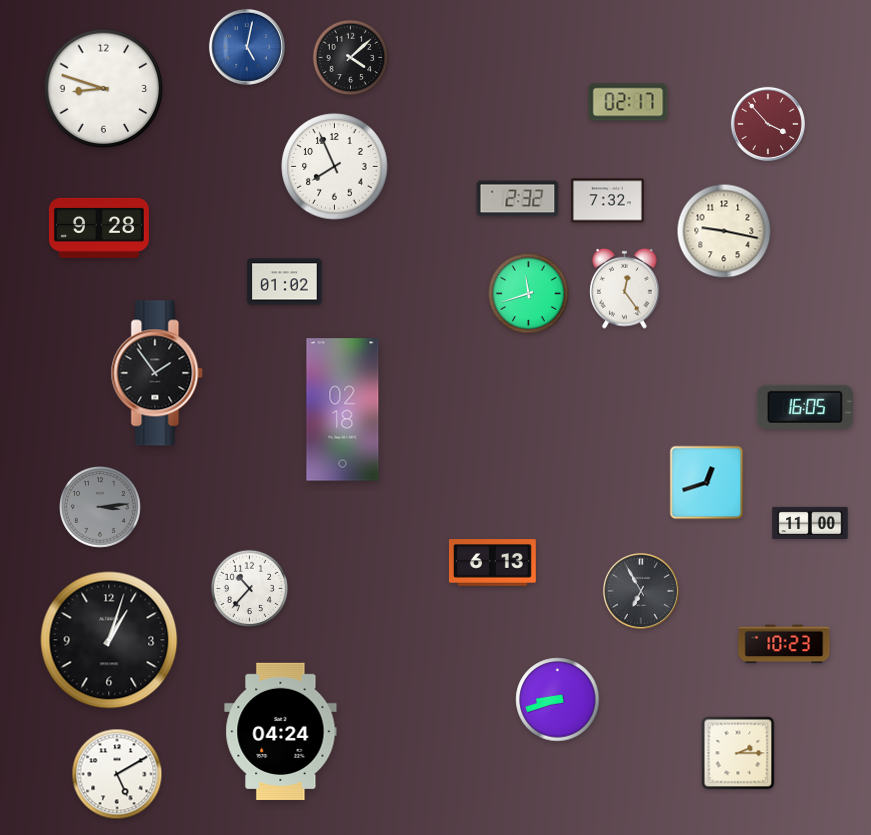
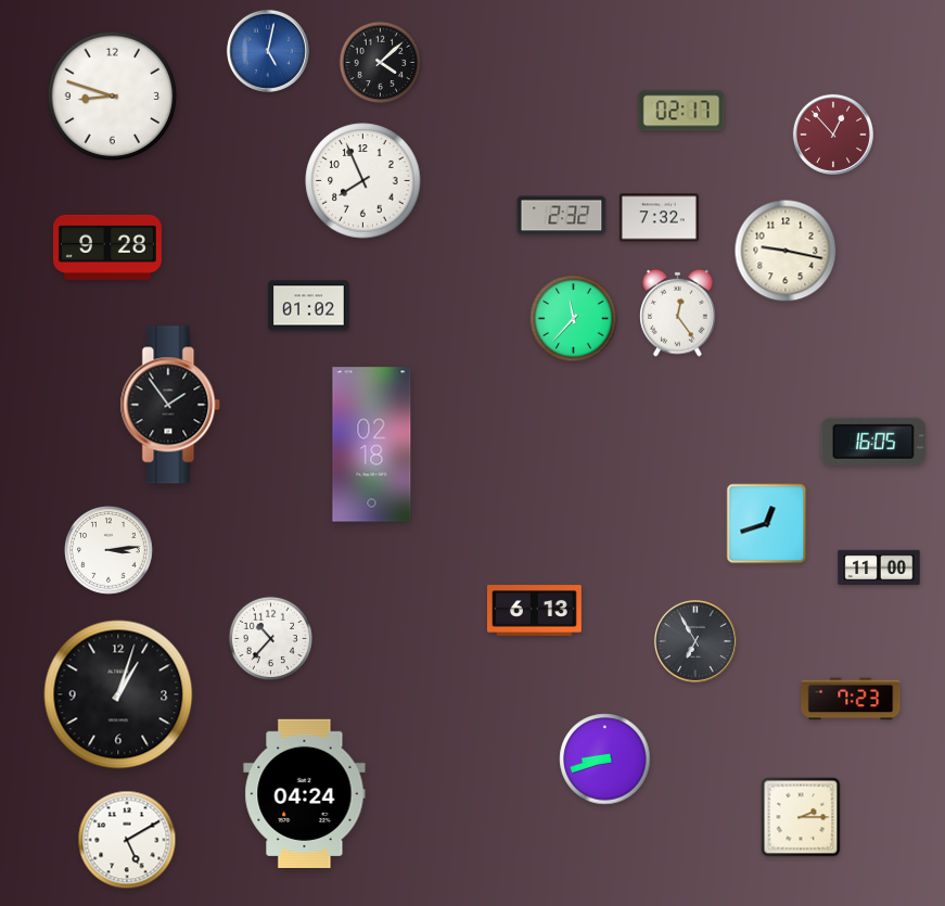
clock at (768, 124): 3:53 -> 12:53
clock at (528, 293): 11:42 -> 11:37
clock at (100, 507) dial: grey -> white
clock at (784, 644): 10:23 -> 7:23
